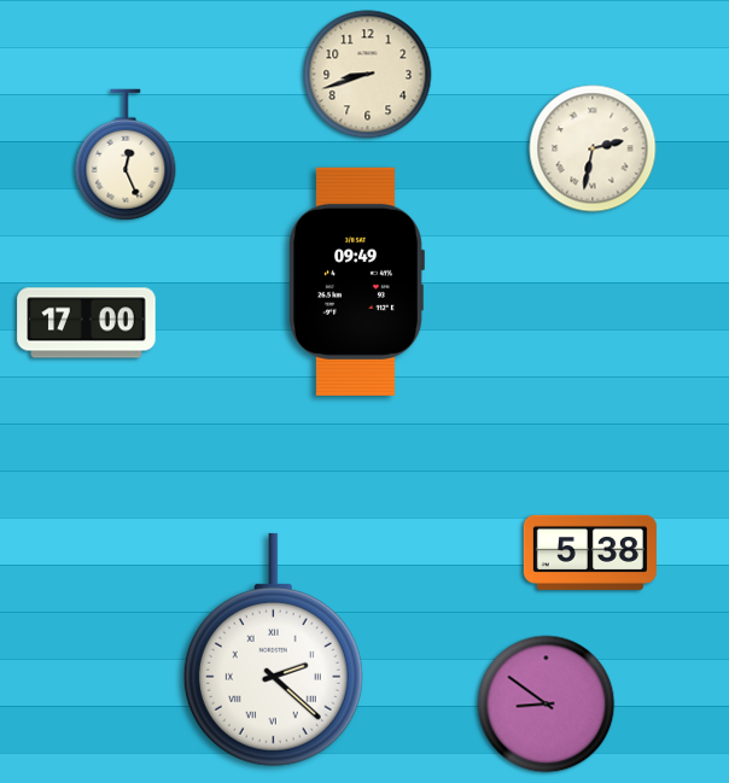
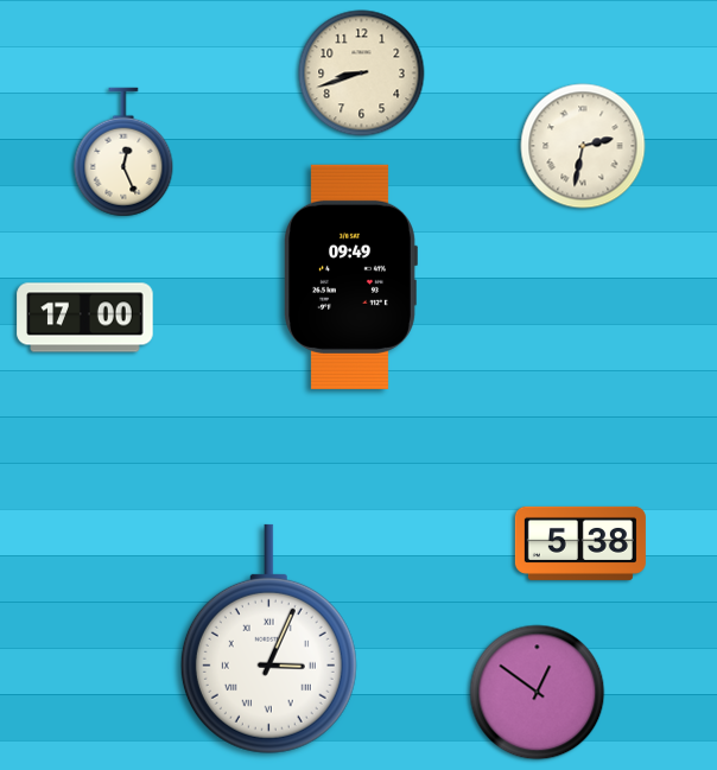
clock at (273, 649): 2:22 -> 3:04
clock at (547, 705): 8:51 -> 12:51
